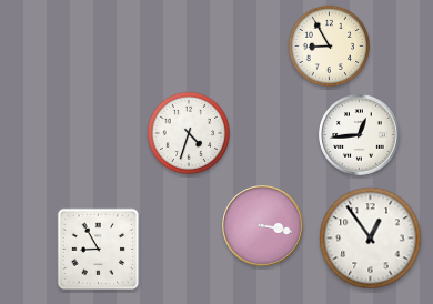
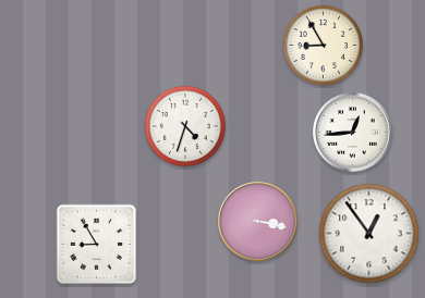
clock at (188, 132) position: (188, 132) -> (184, 125)
clock at (371, 239) position: (371, 239) -> (369, 234)
